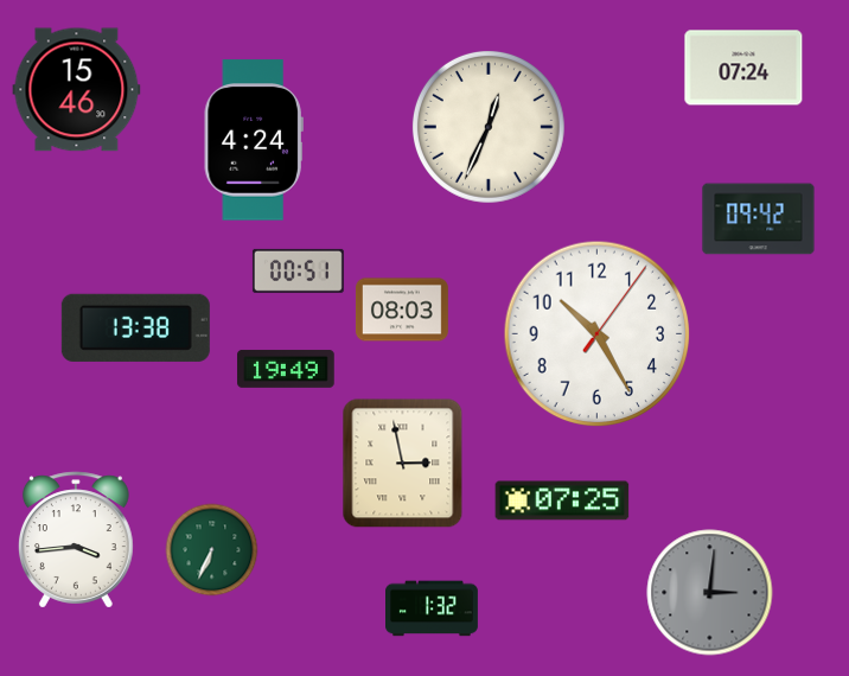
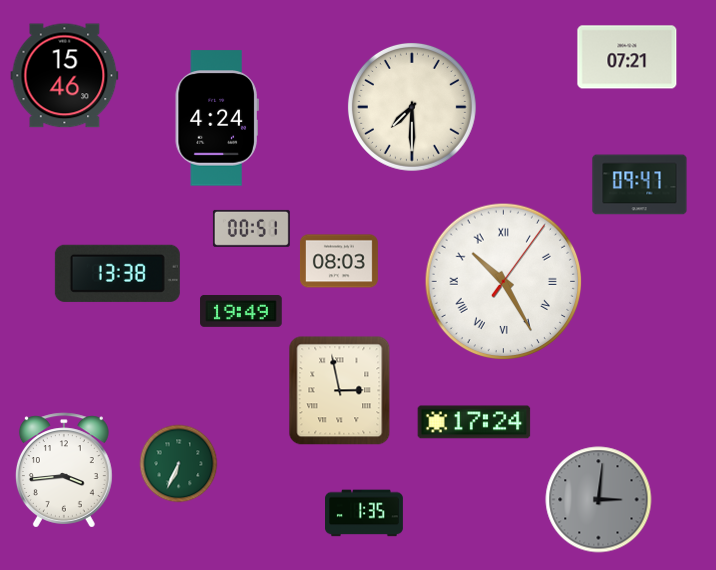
clock at (743, 68): 07:24 -> 07:21
clock at (489, 127): 12:34 -> 7:30
clock at (254, 140) position: (254, 140) -> (217, 118)
clock at (759, 219): 09:42 -> 09:47
clock at (135, 327) position: (135, 327) -> (117, 273)
clock at (598, 334) numerals: Arabic -> Roman
clock at (562, 500): 07:25 -> 17:24
clock at (76, 540) position: (76, 540) -> (64, 470)
clock at (433, 608): 1:32 -> 1:35
